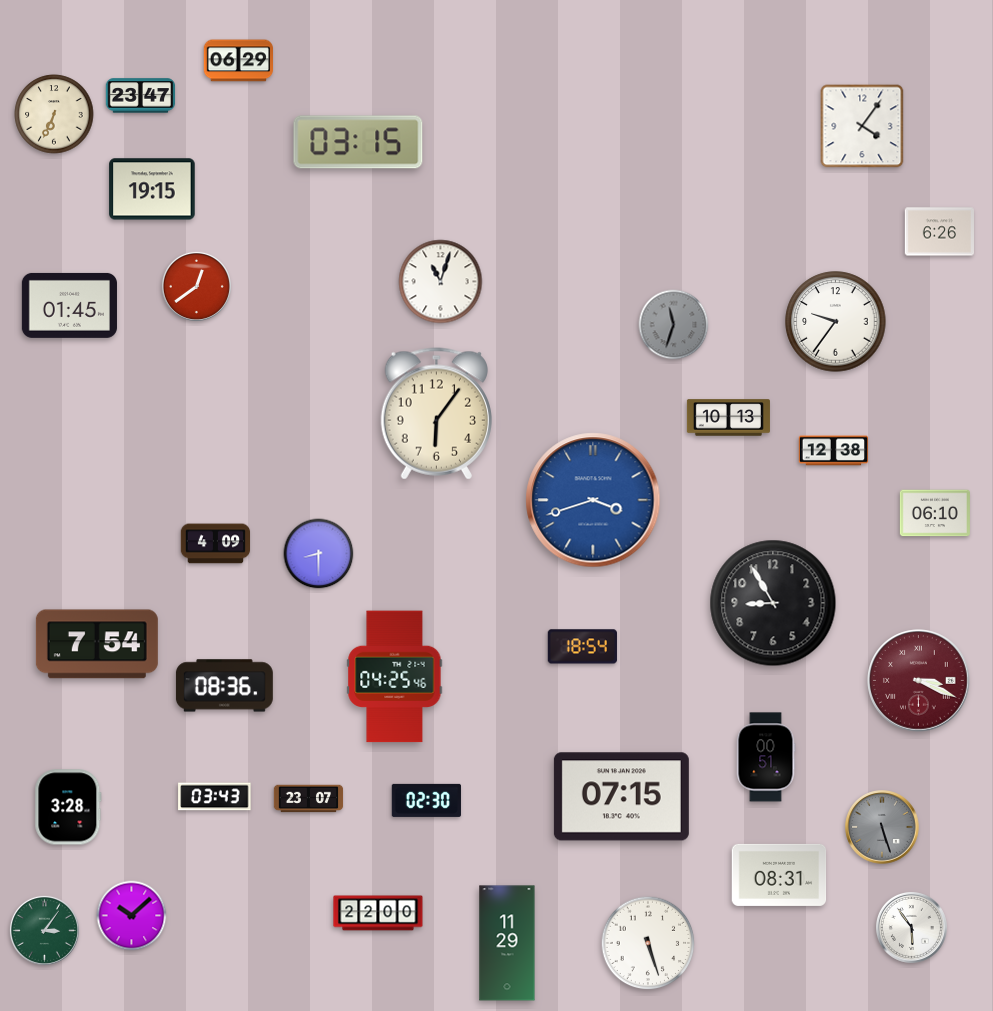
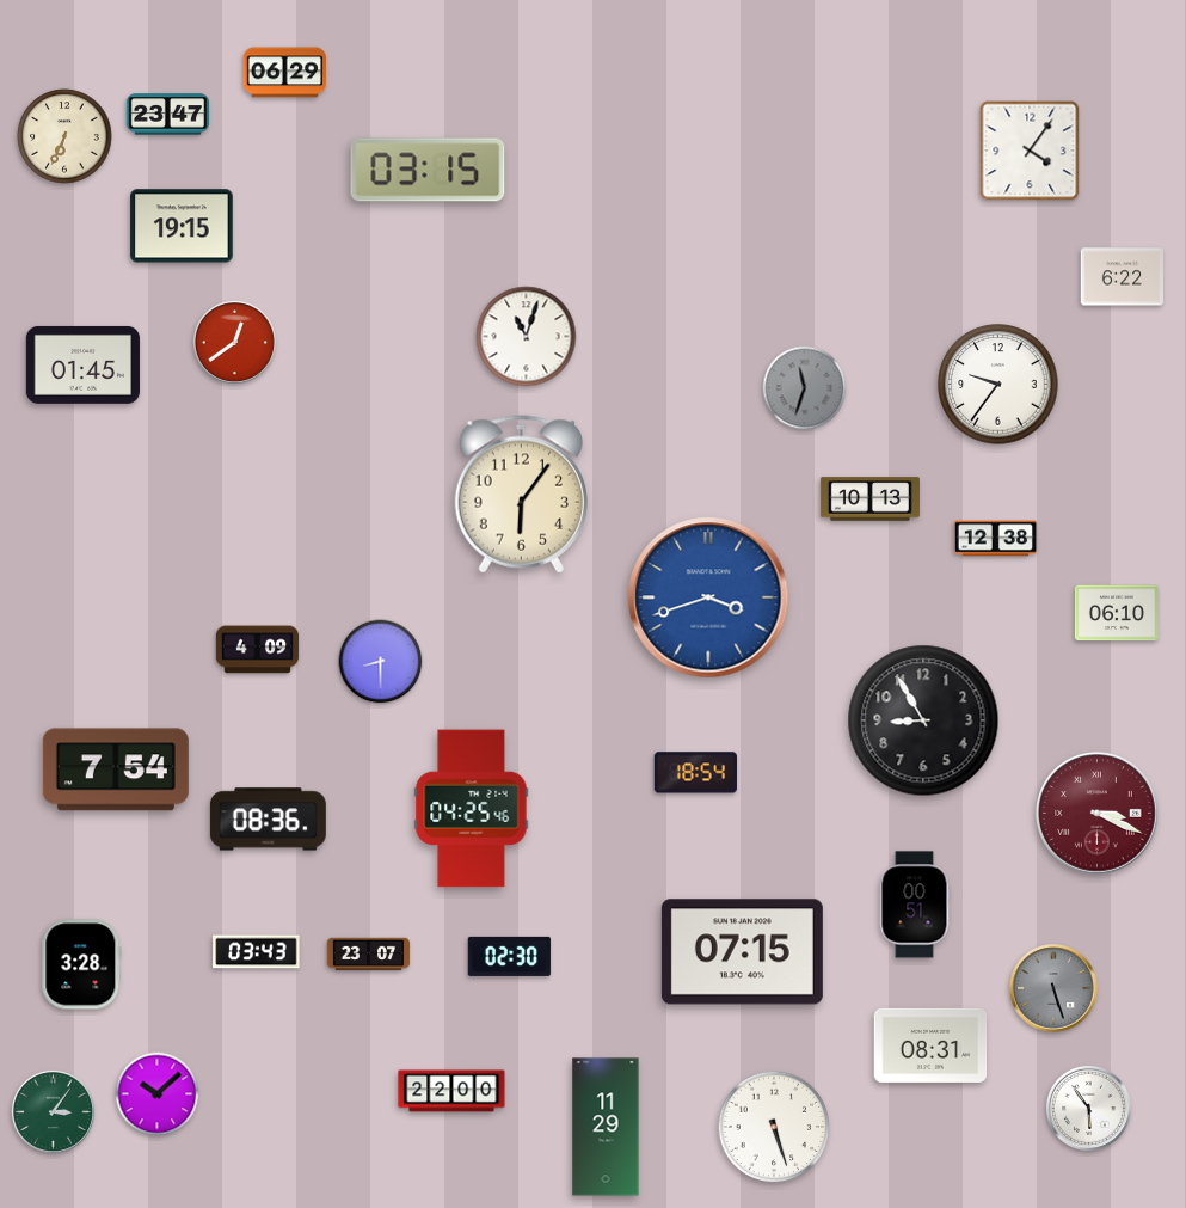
clock at (939, 232): 6:26 -> 6:22
